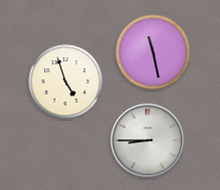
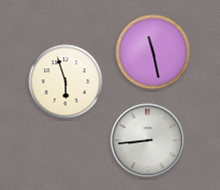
clock at (66, 82): 4:57 -> 5:57
clock at (148, 141): 8:45 -> 8:44
